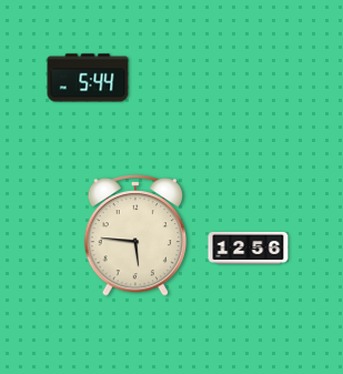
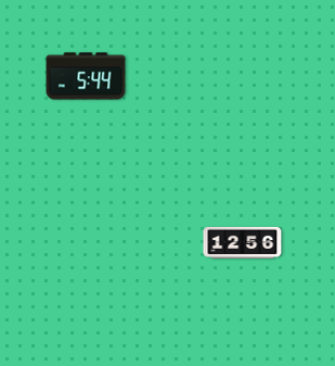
clock at (135, 235): 5:46 -> none
